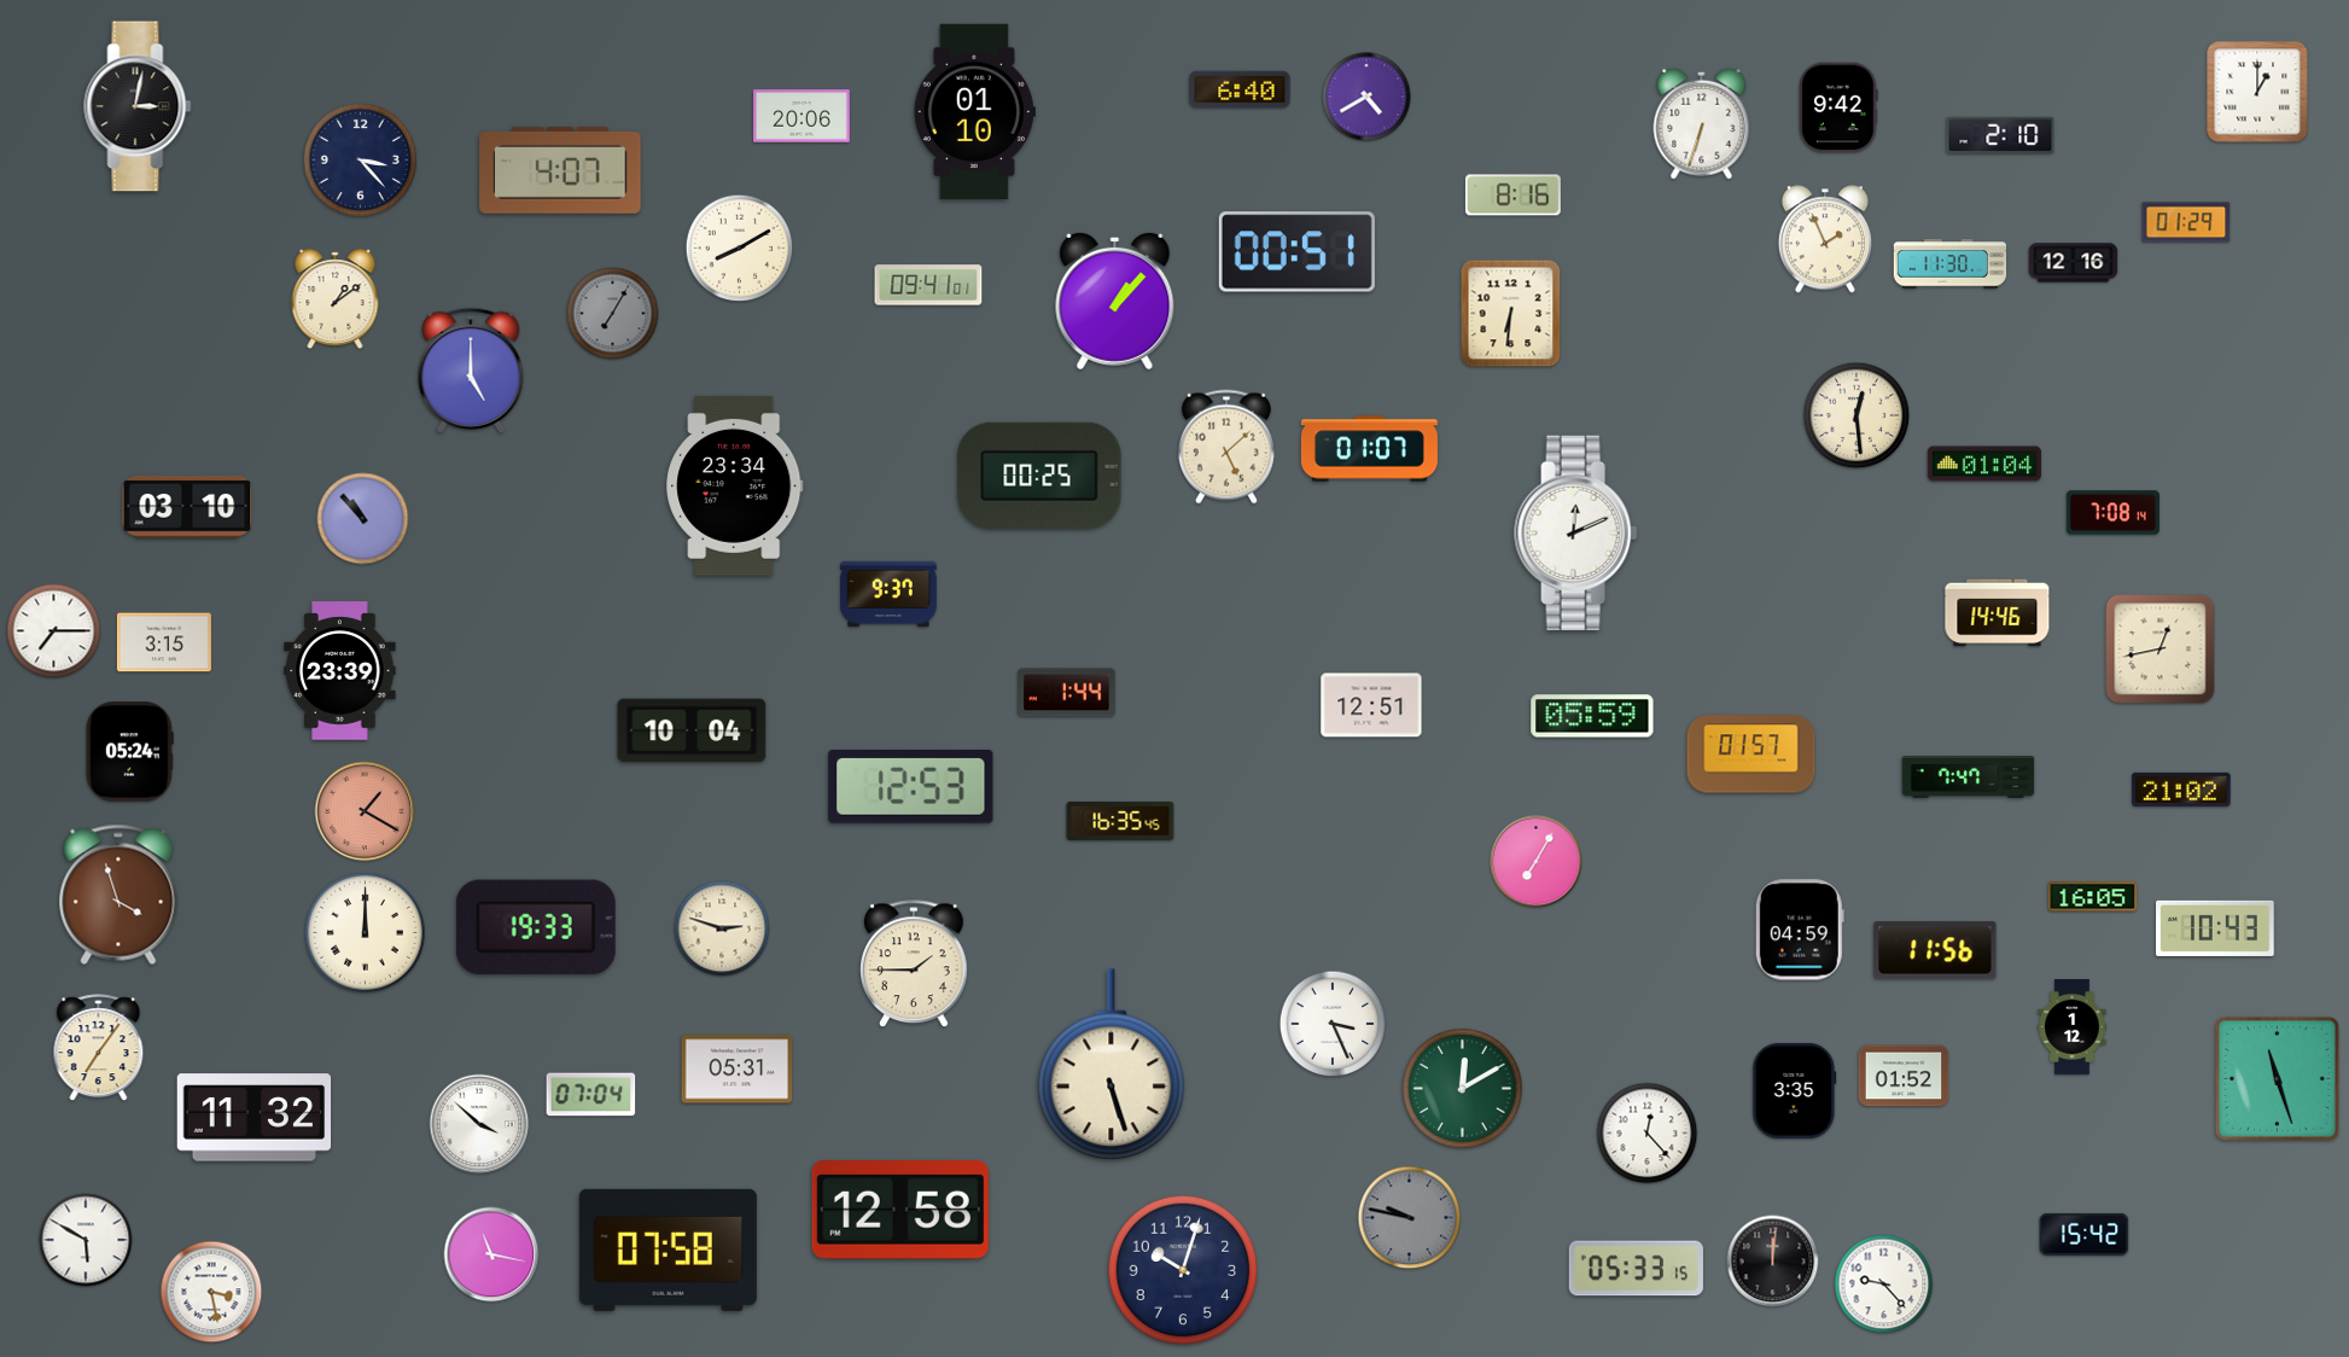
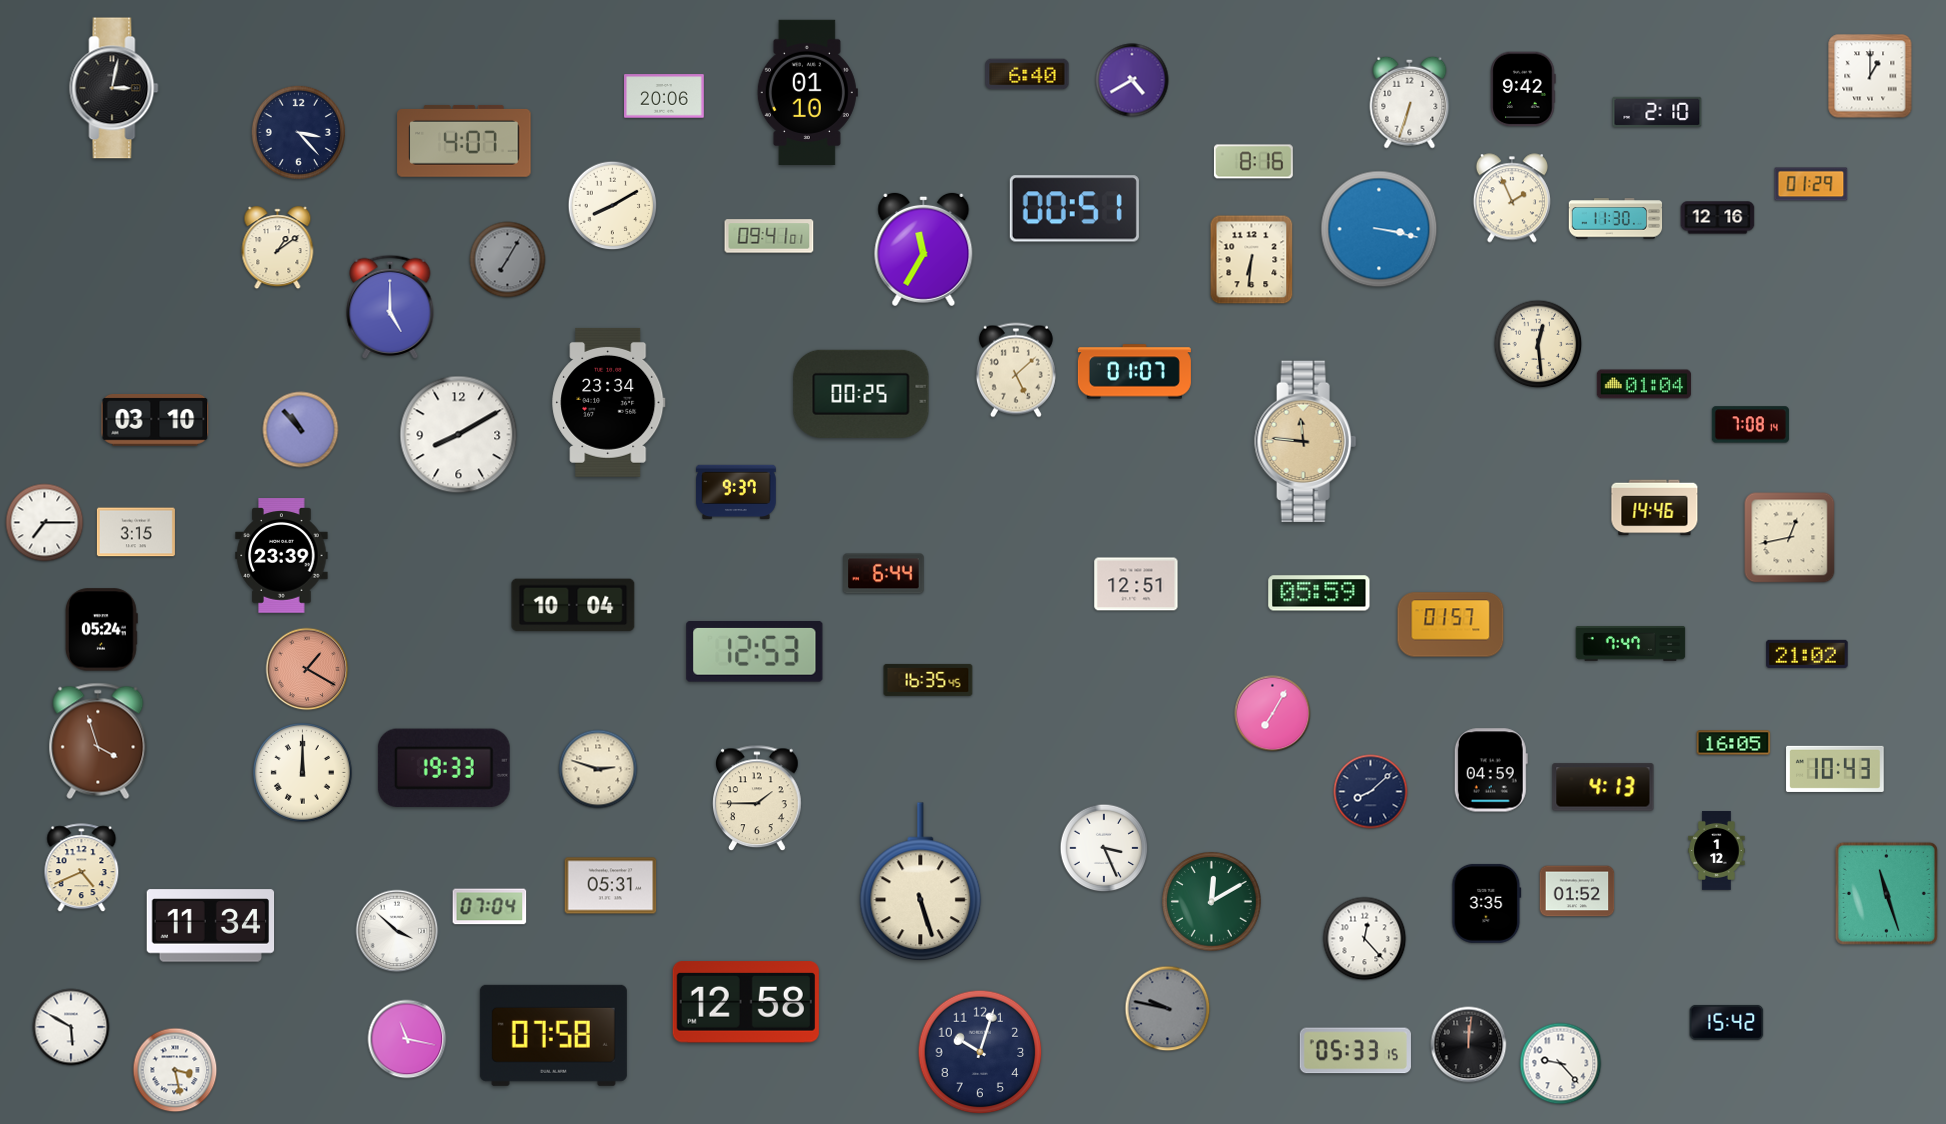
clock at (1379, 229): none -> 3:17
clock at (1115, 301): 1:07 -> 11:35
clock at (459, 435): none -> 8:10
clock at (1576, 534): 12:11 -> 11:46
clock at (1576, 534) dial: white -> champagne
clock at (1067, 693): 1:44 -> 6:44
clock at (129, 752) position: (129, 752) -> (101, 630)
clock at (365, 811) position: (365, 811) -> (307, 669)
clock at (1935, 950): 11:56 -> 4:13
clock at (1371, 792): none -> 8:08
clock at (99, 1048): 7:06 -> 4:41
clock at (255, 1118): 11:32 -> 11:34
